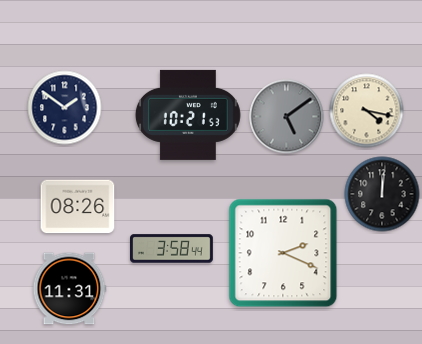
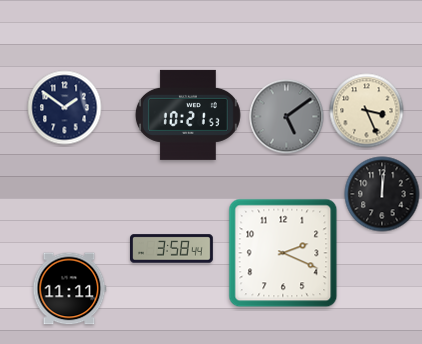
clock at (367, 111): 4:17 -> 3:26
clock at (78, 207): 08:26 -> none
clock at (69, 289): 11:31 -> 11:11
